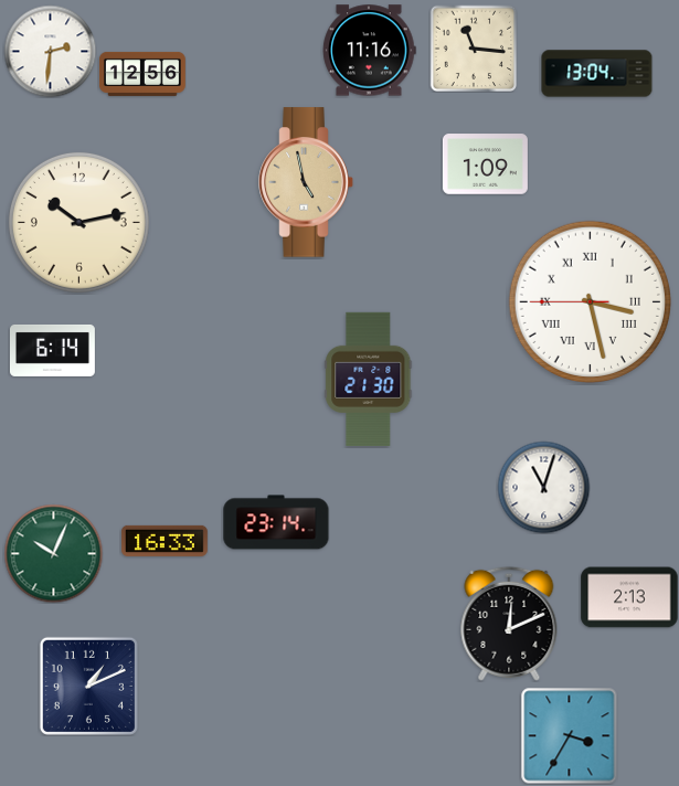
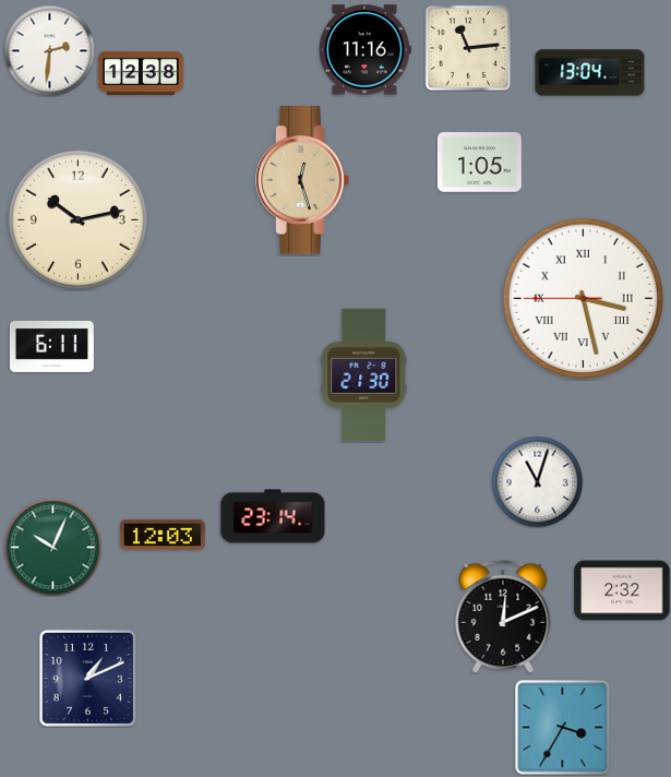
clock at (474, 49): 11:16 -> 11:14
clock at (142, 74): 12:56 -> 12:38
clock at (485, 164): 1:09 -> 1:05
clock at (306, 182): 4:58 -> 12:27
clock at (52, 350): 6:14 -> 6:11
clock at (165, 541): 16:33 -> 12:03
clock at (629, 597): 2:13 -> 2:32
